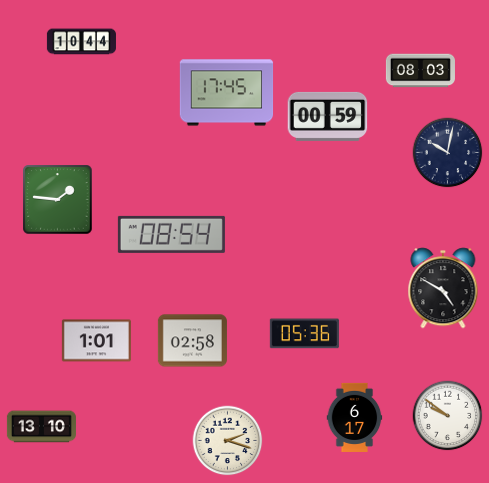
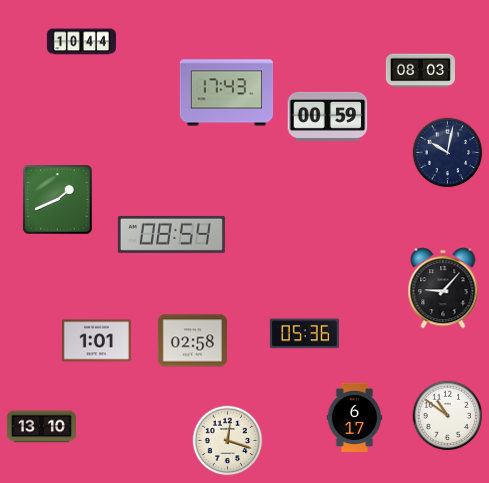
clock at (227, 93): 17:45 -> 17:43
clock at (58, 200): 1:46 -> 1:41
clock at (443, 288): 4:50 -> 9:07
clock at (448, 416): 9:51 -> 10:51
clock at (228, 441): 2:18 -> 12:18
